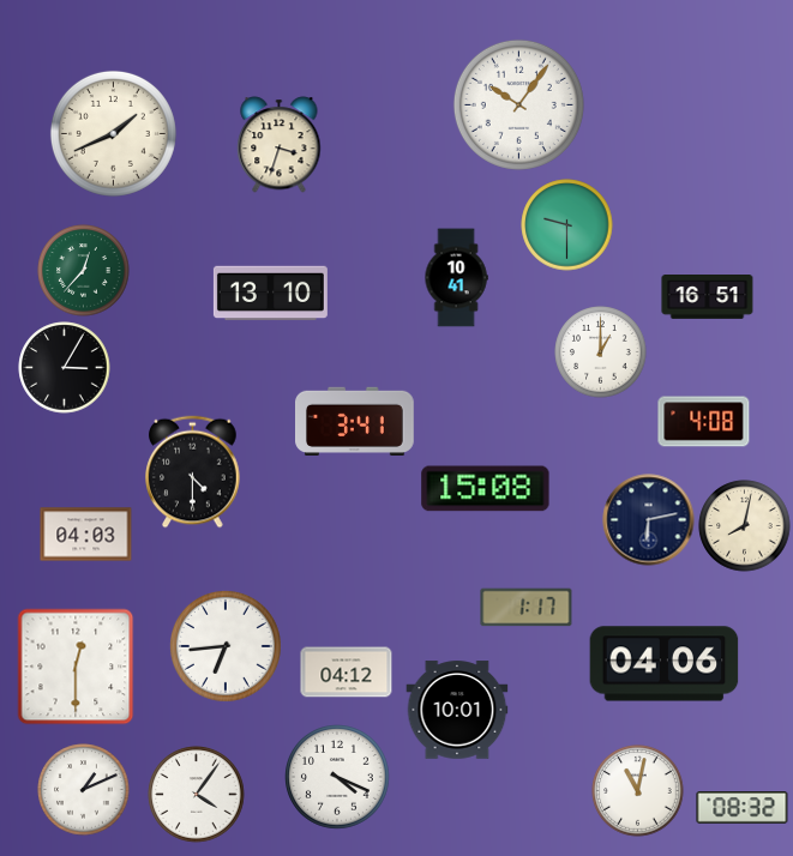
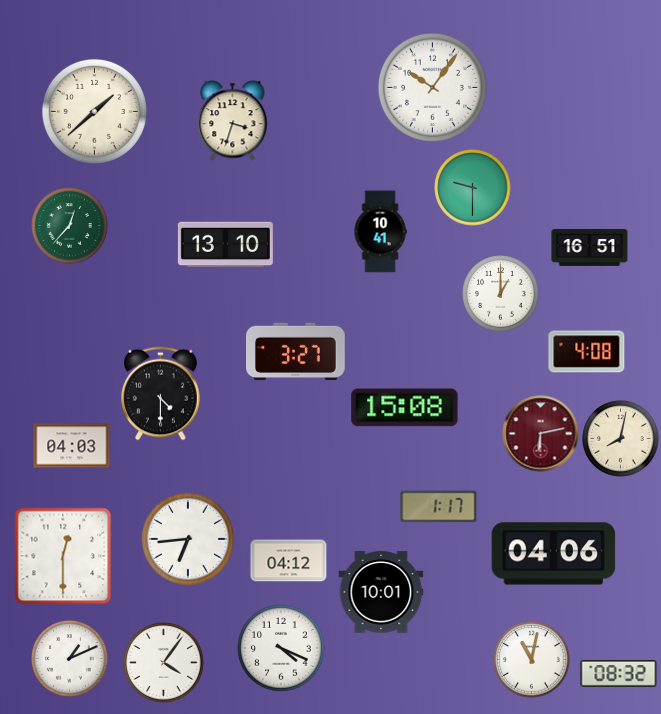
clock at (113, 133): 1:41 -> 1:38
clock at (65, 368): 3:05 -> none
clock at (355, 422): 3:41 -> 3:27
clock at (649, 520) dial: navy -> burgundy
